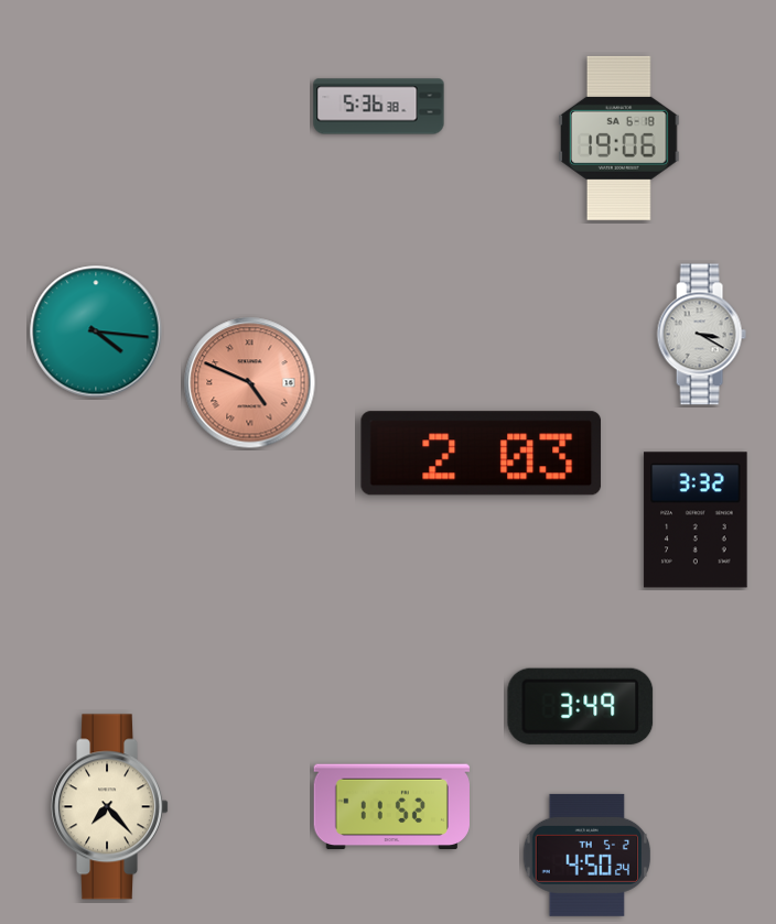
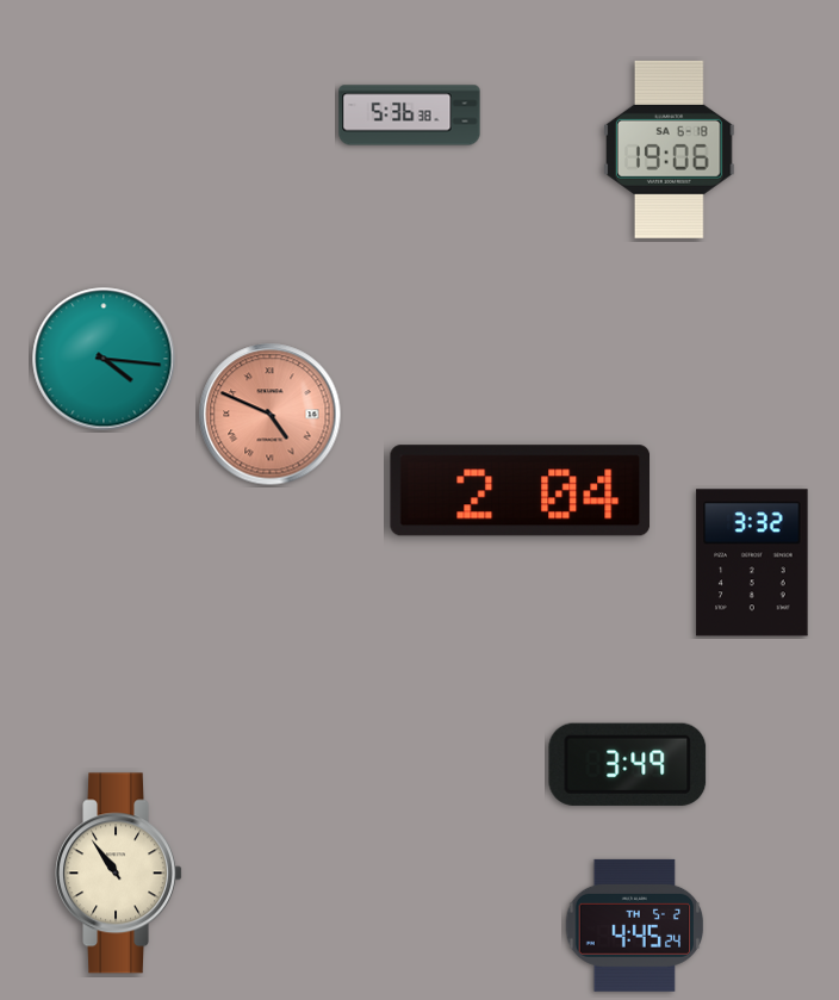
clock at (701, 335): 3:20 -> none
clock at (482, 454): 2:03 -> 2:04
clock at (110, 807): 7:23 -> 10:54
clock at (391, 807): 11:52 -> none
clock at (588, 855): 4:50 -> 4:45
